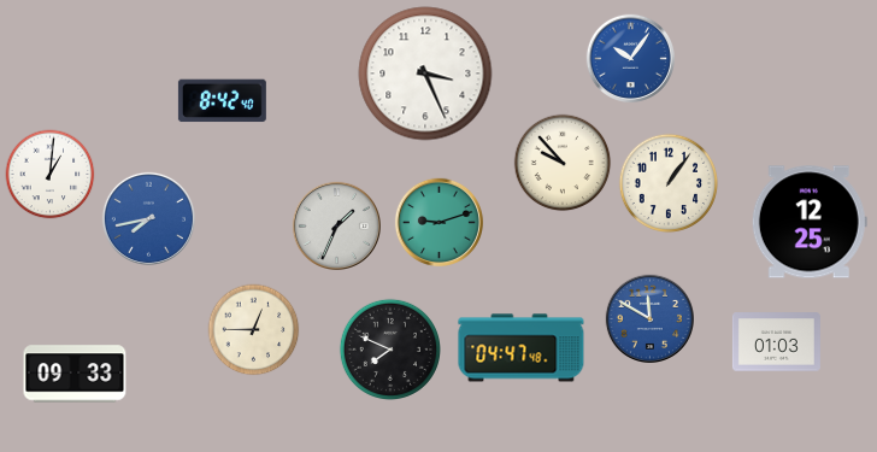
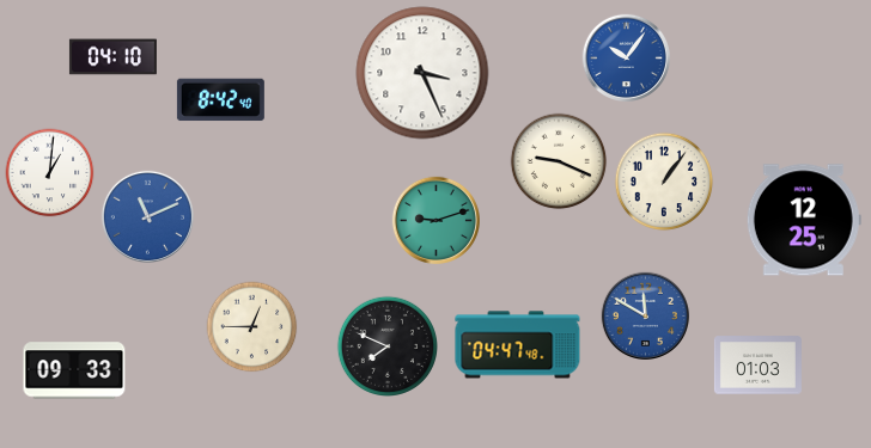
clock at (112, 57): none -> 04:10
clock at (563, 163): 9:53 -> 9:19
clock at (148, 218): 7:43 -> 11:11
clock at (336, 225): 1:34 -> none
clock at (776, 342) position: (776, 342) -> (757, 366)
